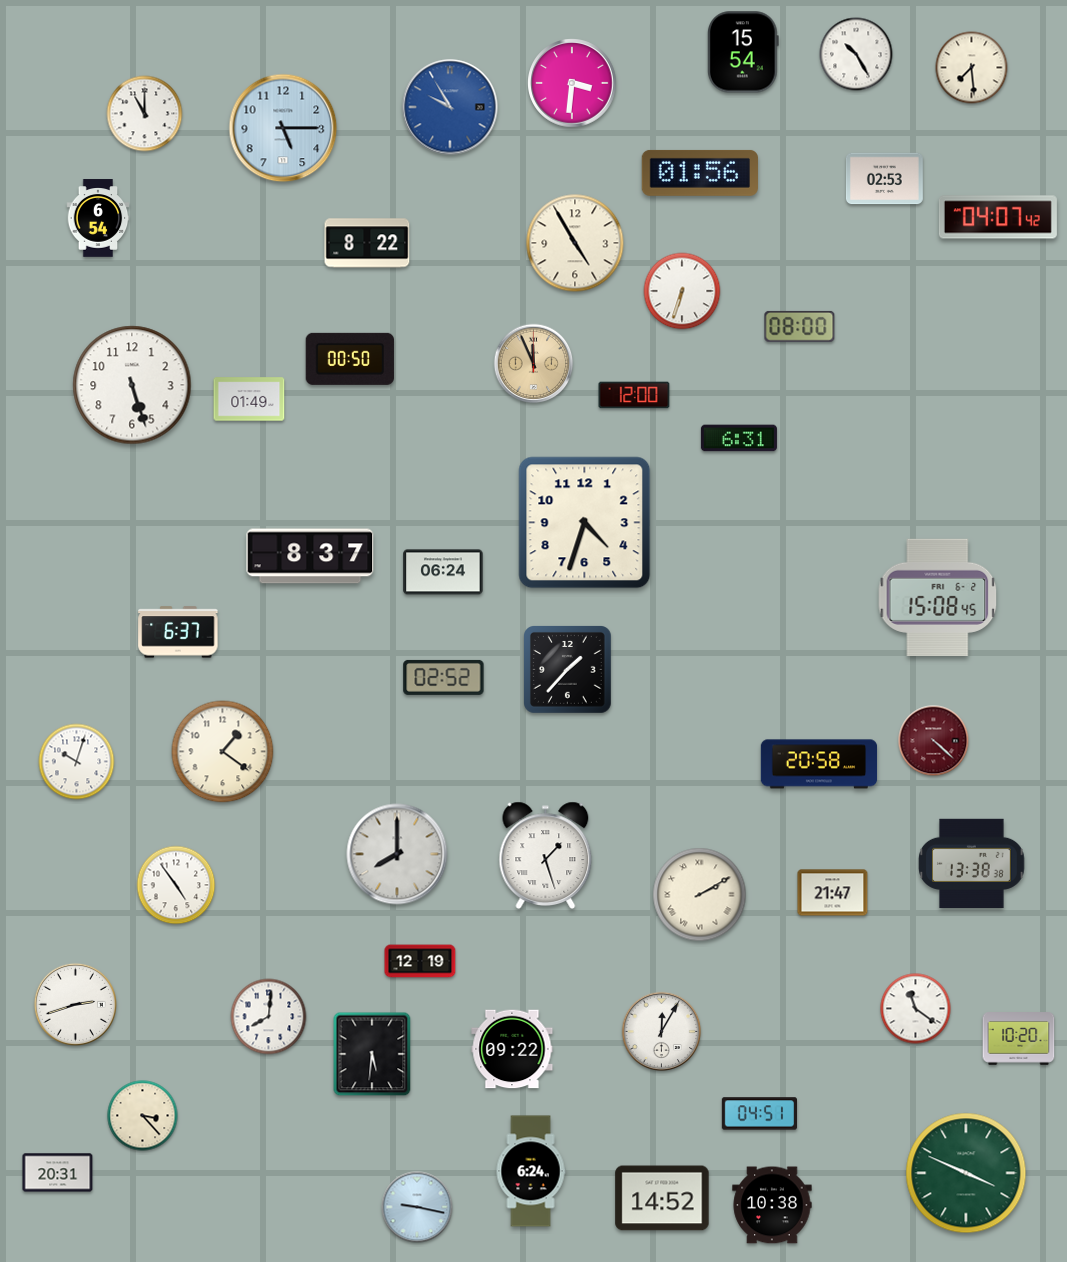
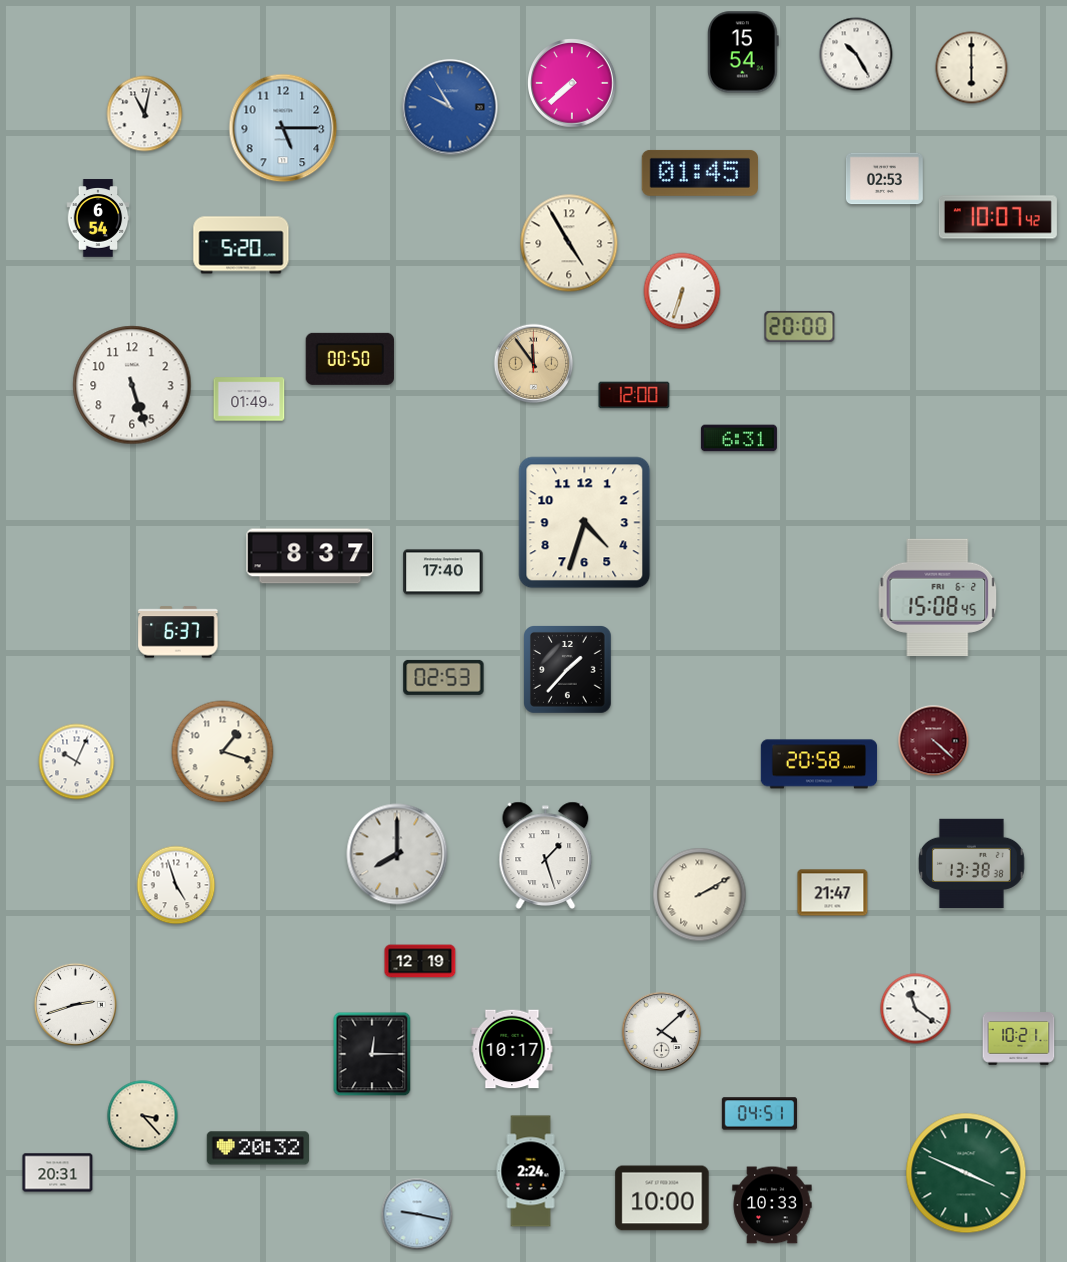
clock at (972, 68): 7:29 -> 6:00
clock at (572, 83): 3:31 -> 7:38
clock at (145, 114): 11:00 -> 11:02
clock at (699, 173): 01:56 -> 01:45
clock at (998, 217): 04:07 -> 10:07
clock at (367, 243): 8:22 -> none
clock at (575, 243) position: (575, 243) -> (569, 243)
clock at (241, 245): none -> 5:20
clock at (800, 326): 08:00 -> 20:00
clock at (534, 364): 11:56 -> 11:54
clock at (443, 572): 06:24 -> 17:40
clock at (444, 677): 02:52 -> 02:53
clock at (223, 752): 1:21 -> 1:18
clock at (77, 762): 10:03 -> 10:04
clock at (176, 885): 4:54 -> 4:57
clock at (269, 1017): 8:01 -> none
clock at (662, 1032): 12:05 -> 4:08
clock at (1019, 1039): 10:20 -> 10:21
clock at (512, 1049): 09:22 -> 10:17
clock at (372, 1054): 5:31 -> 12:15
clock at (258, 1148): none -> 20:32
clock at (531, 1171): 6:24 -> 2:24
clock at (662, 1198): 14:52 -> 10:00
clock at (772, 1205): 10:38 -> 10:33
clock at (417, 1207) position: (417, 1207) -> (417, 1214)
